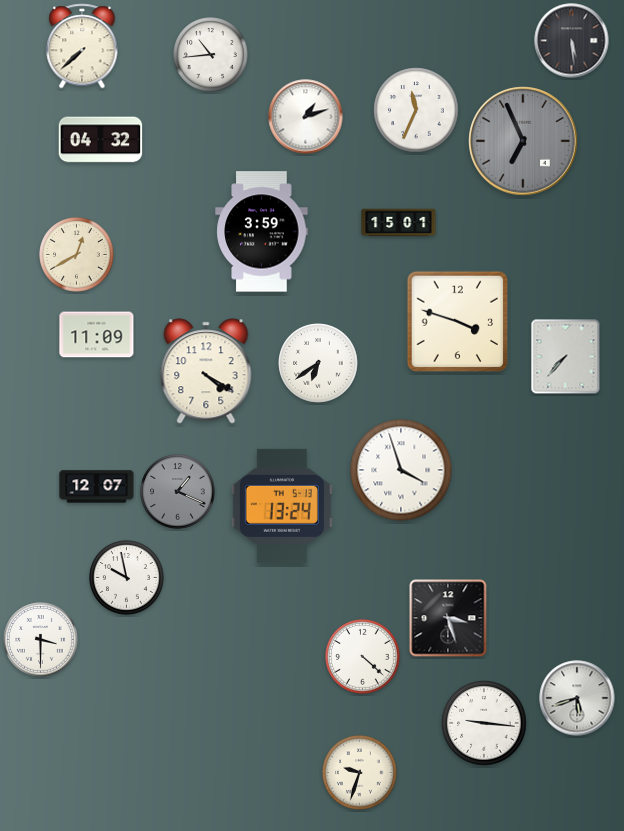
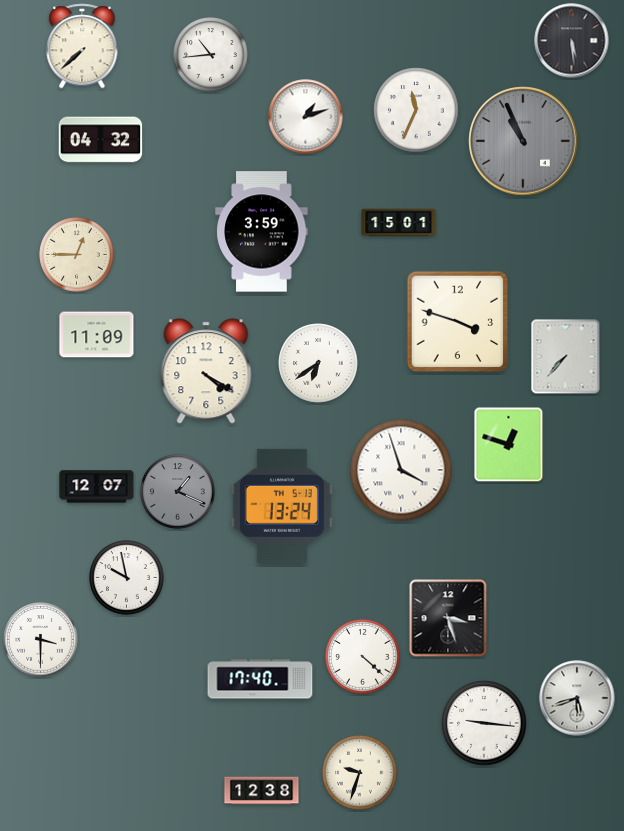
clock at (523, 141): 6:56 -> 10:56
clock at (77, 255): 12:40 -> 12:45
clock at (509, 445): none -> 12:48
clock at (260, 679): none -> 17:40
clock at (262, 791): none -> 12:38
